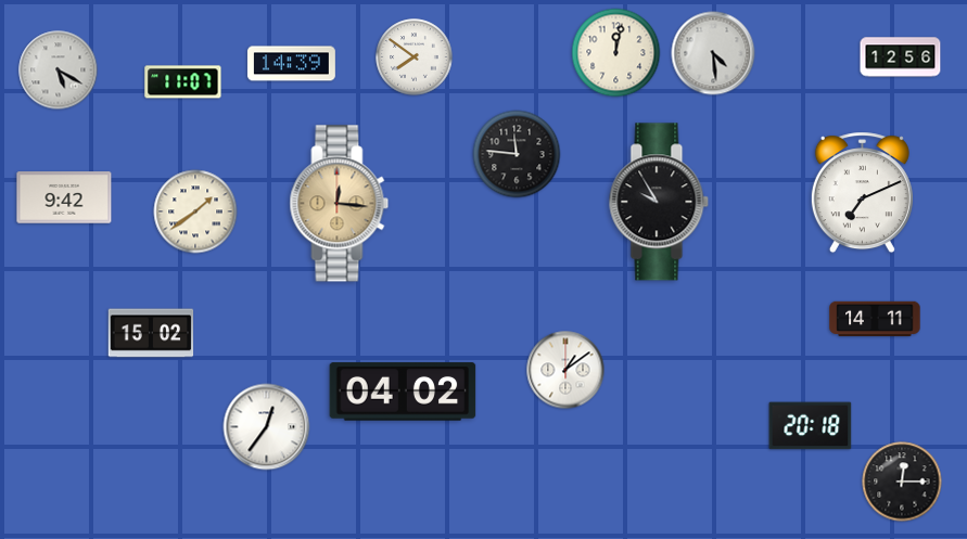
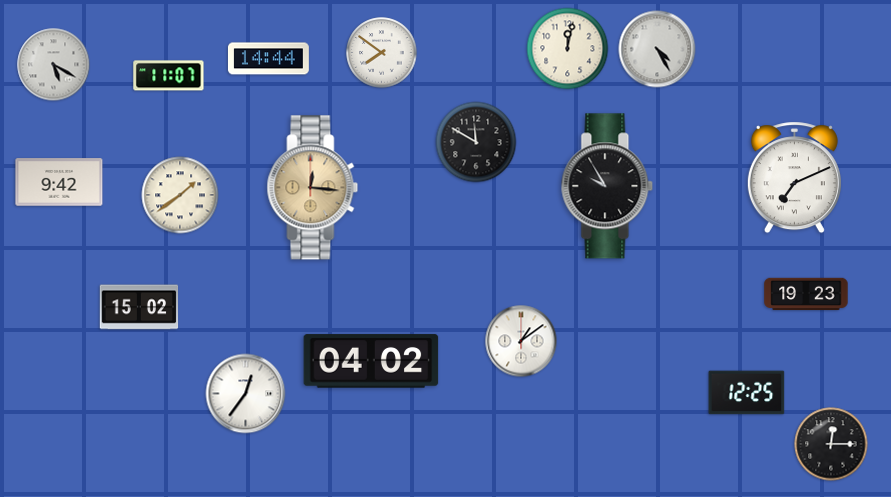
clock at (713, 53): 4:29 -> 4:25
clock at (901, 57): 12:56 -> none
clock at (291, 64): 14:39 -> 14:44
clock at (517, 154): 11:46 -> 11:50
clock at (875, 319): 14:11 -> 19:23
clock at (811, 426): 20:18 -> 12:25
